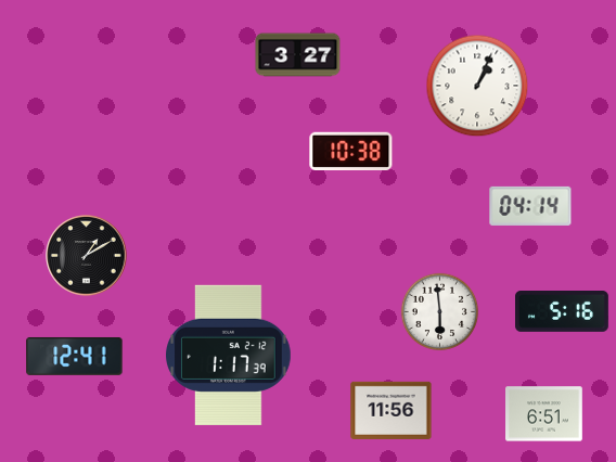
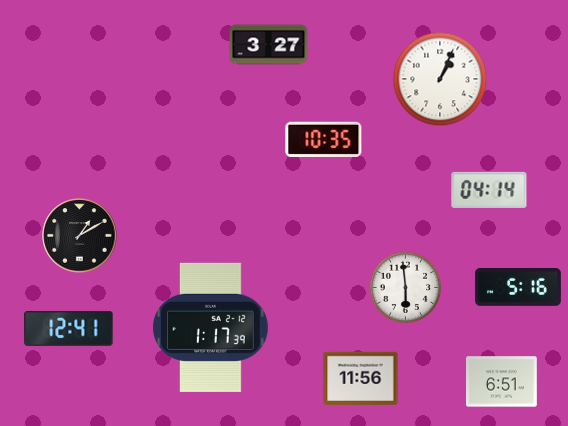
clock at (298, 55) position: (298, 55) -> (269, 45)
clock at (351, 151): 10:38 -> 10:35
